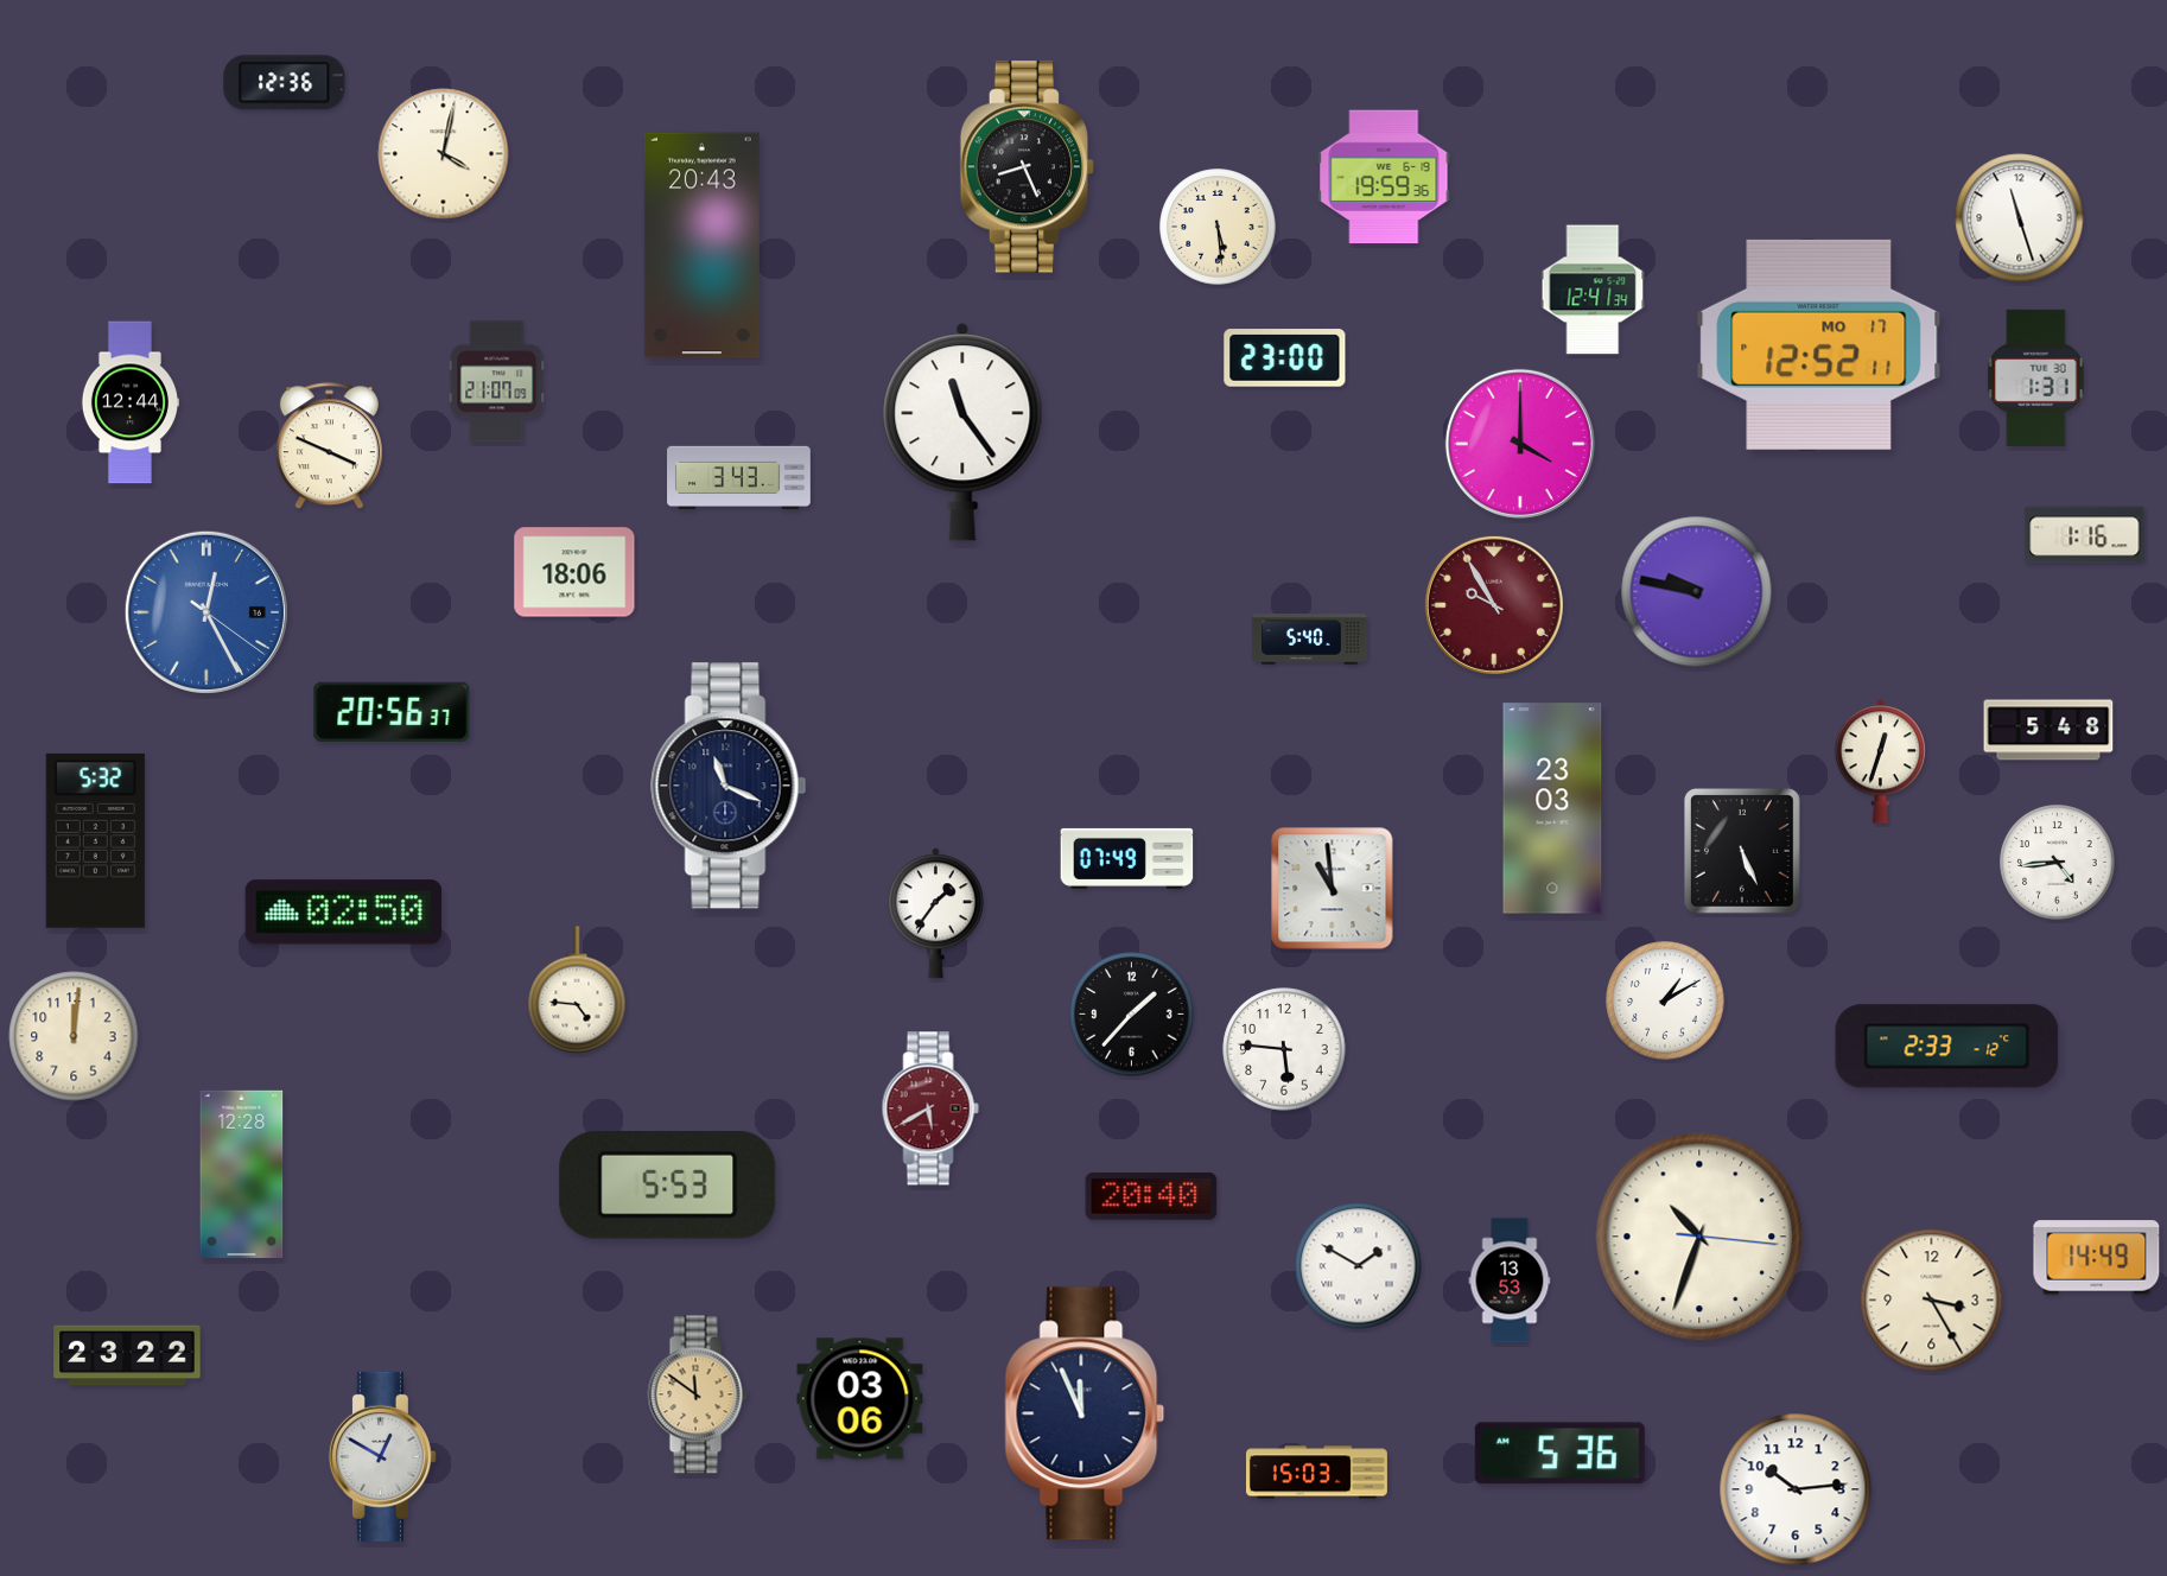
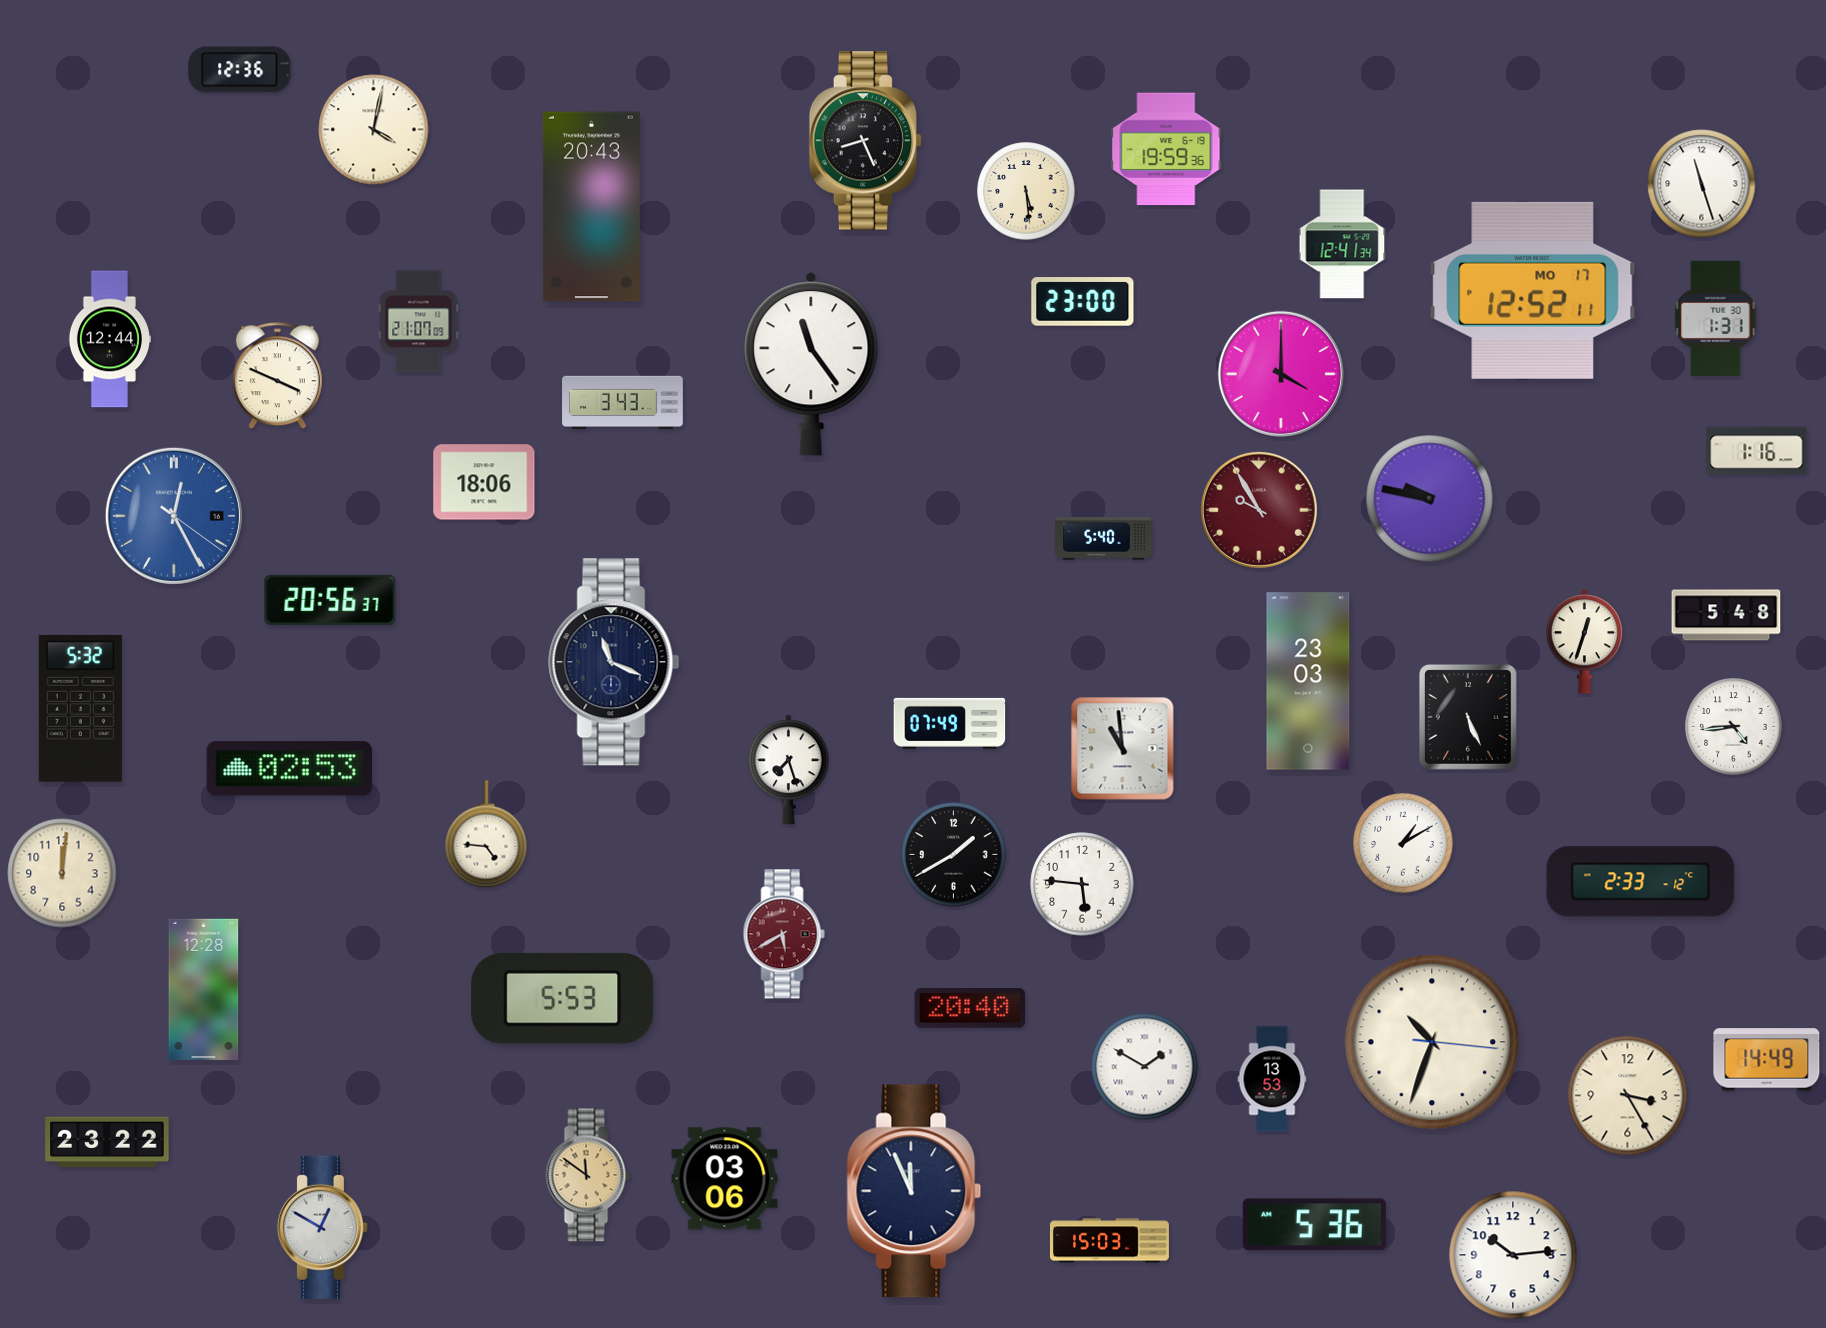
clock at (343, 913): 02:50 -> 02:53
clock at (935, 914): 1:36 -> 7:27
clock at (1132, 1015): 1:37 -> 1:40
